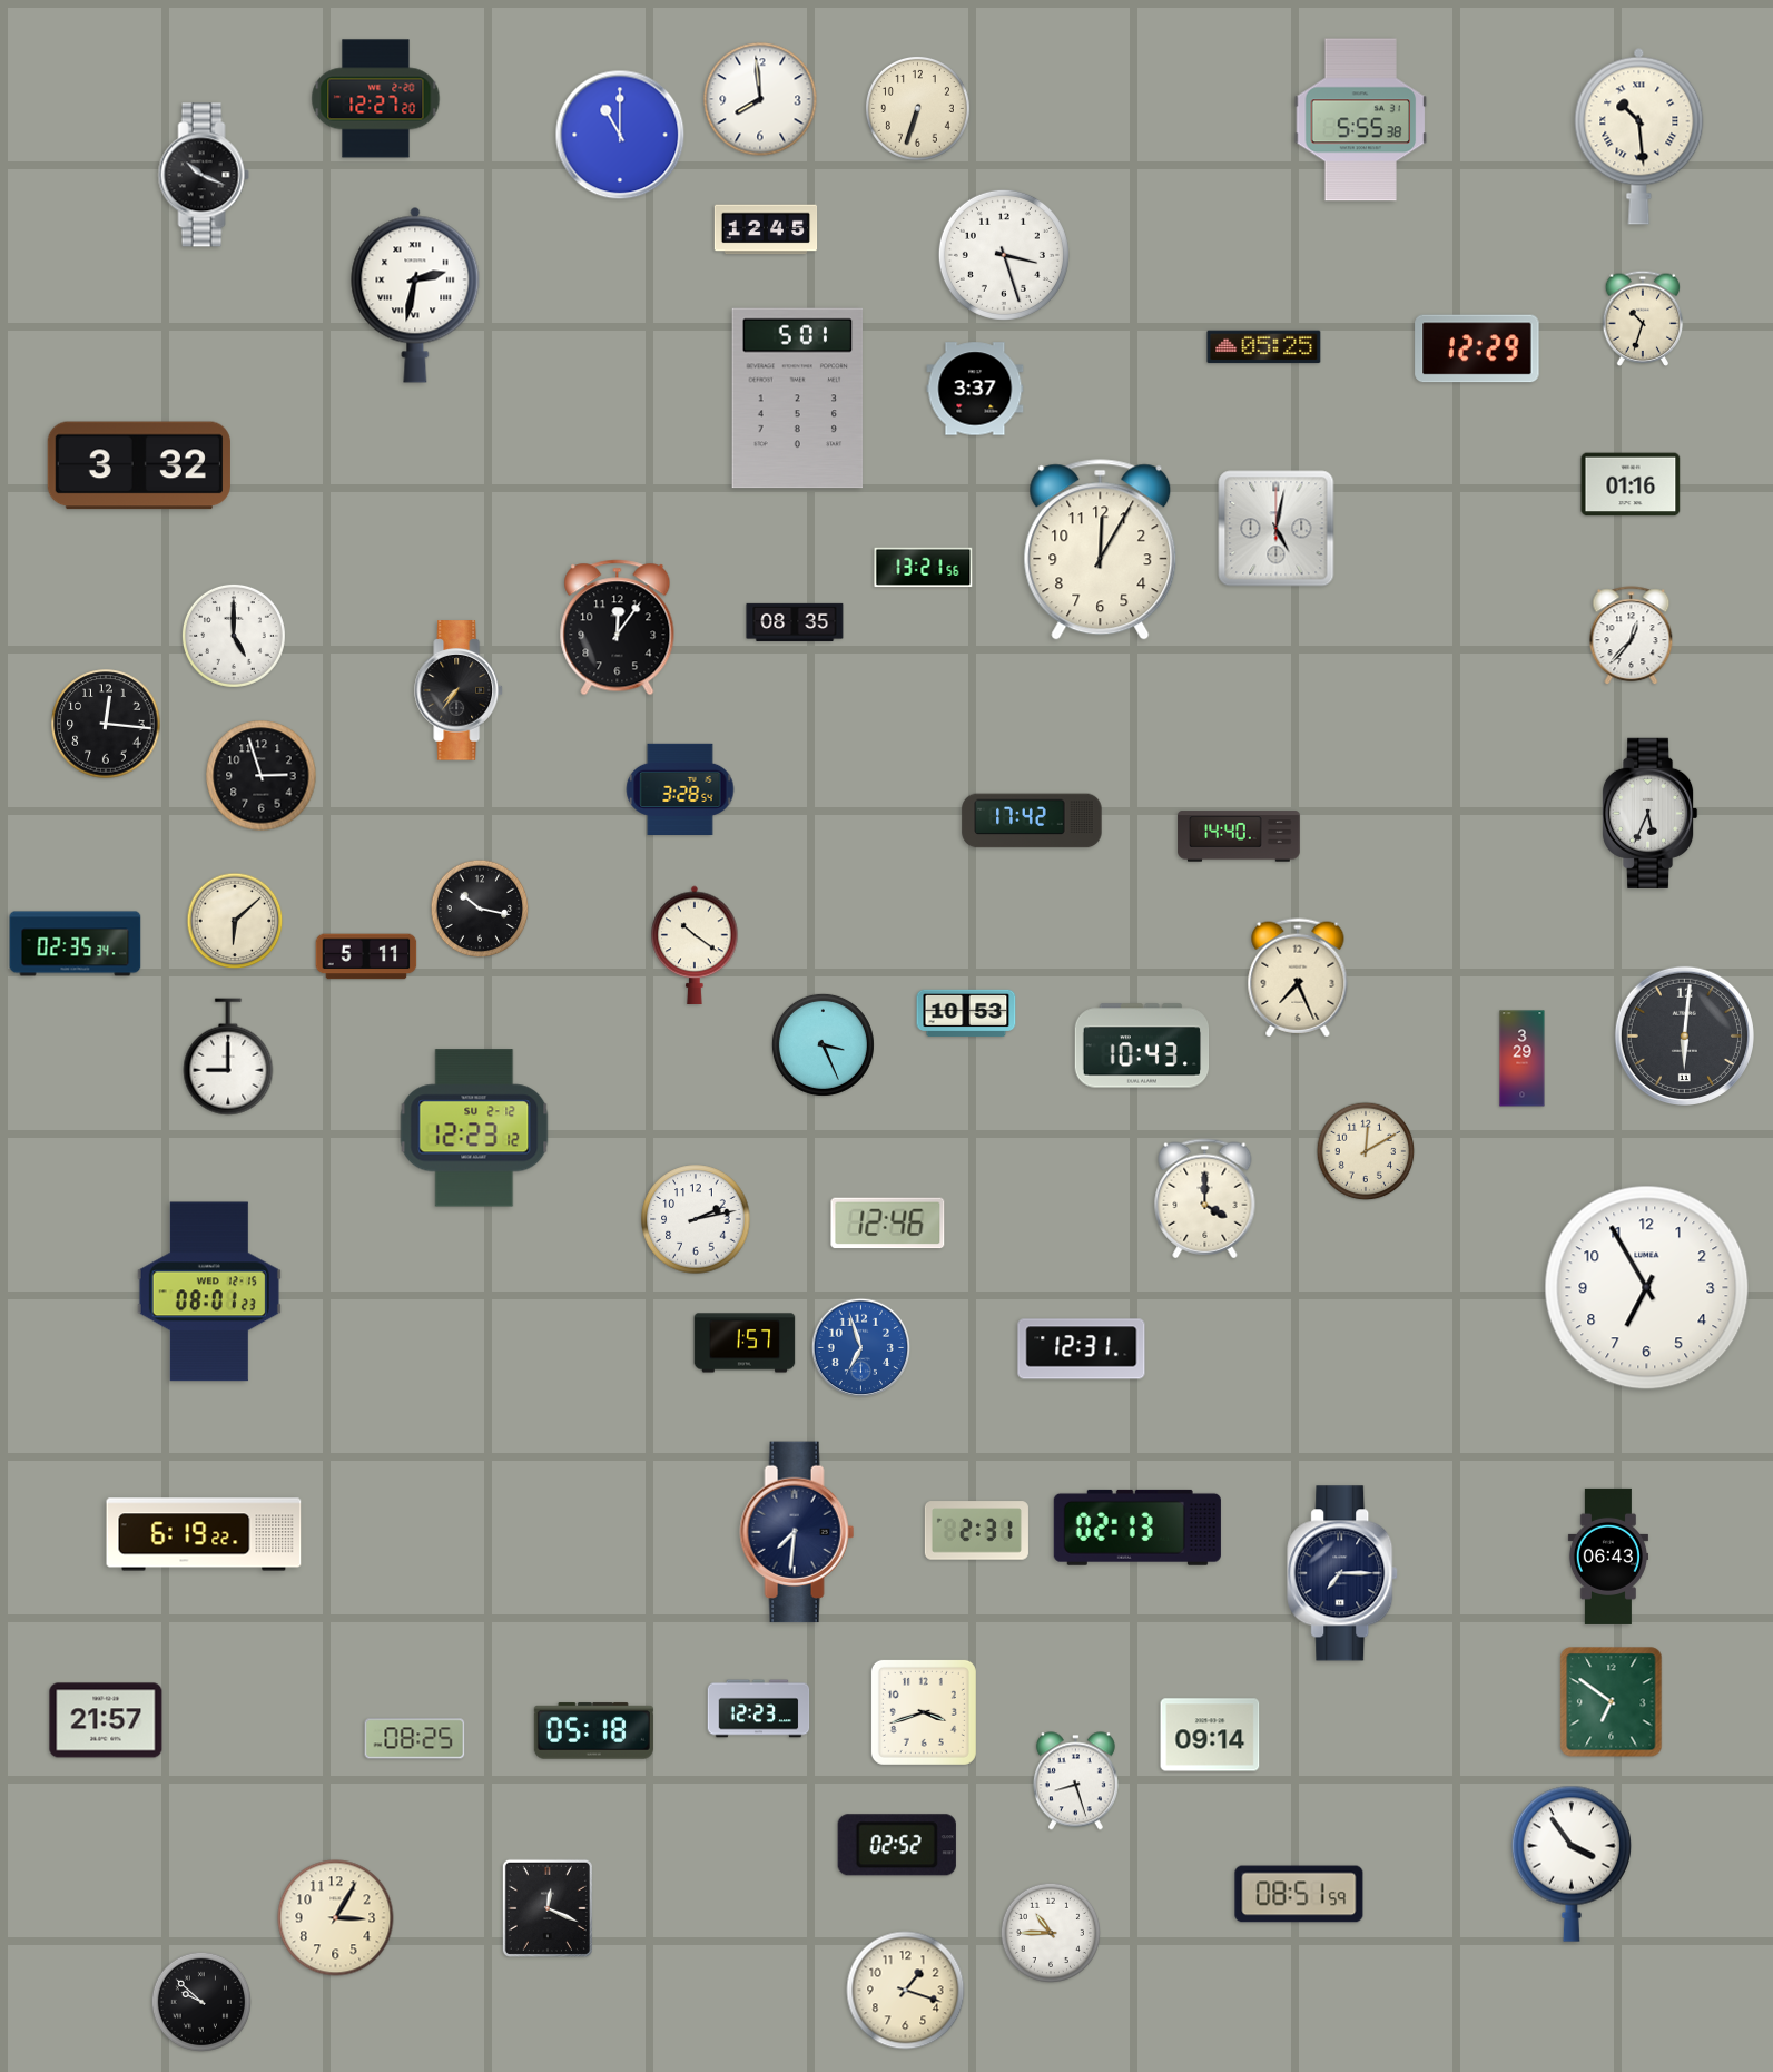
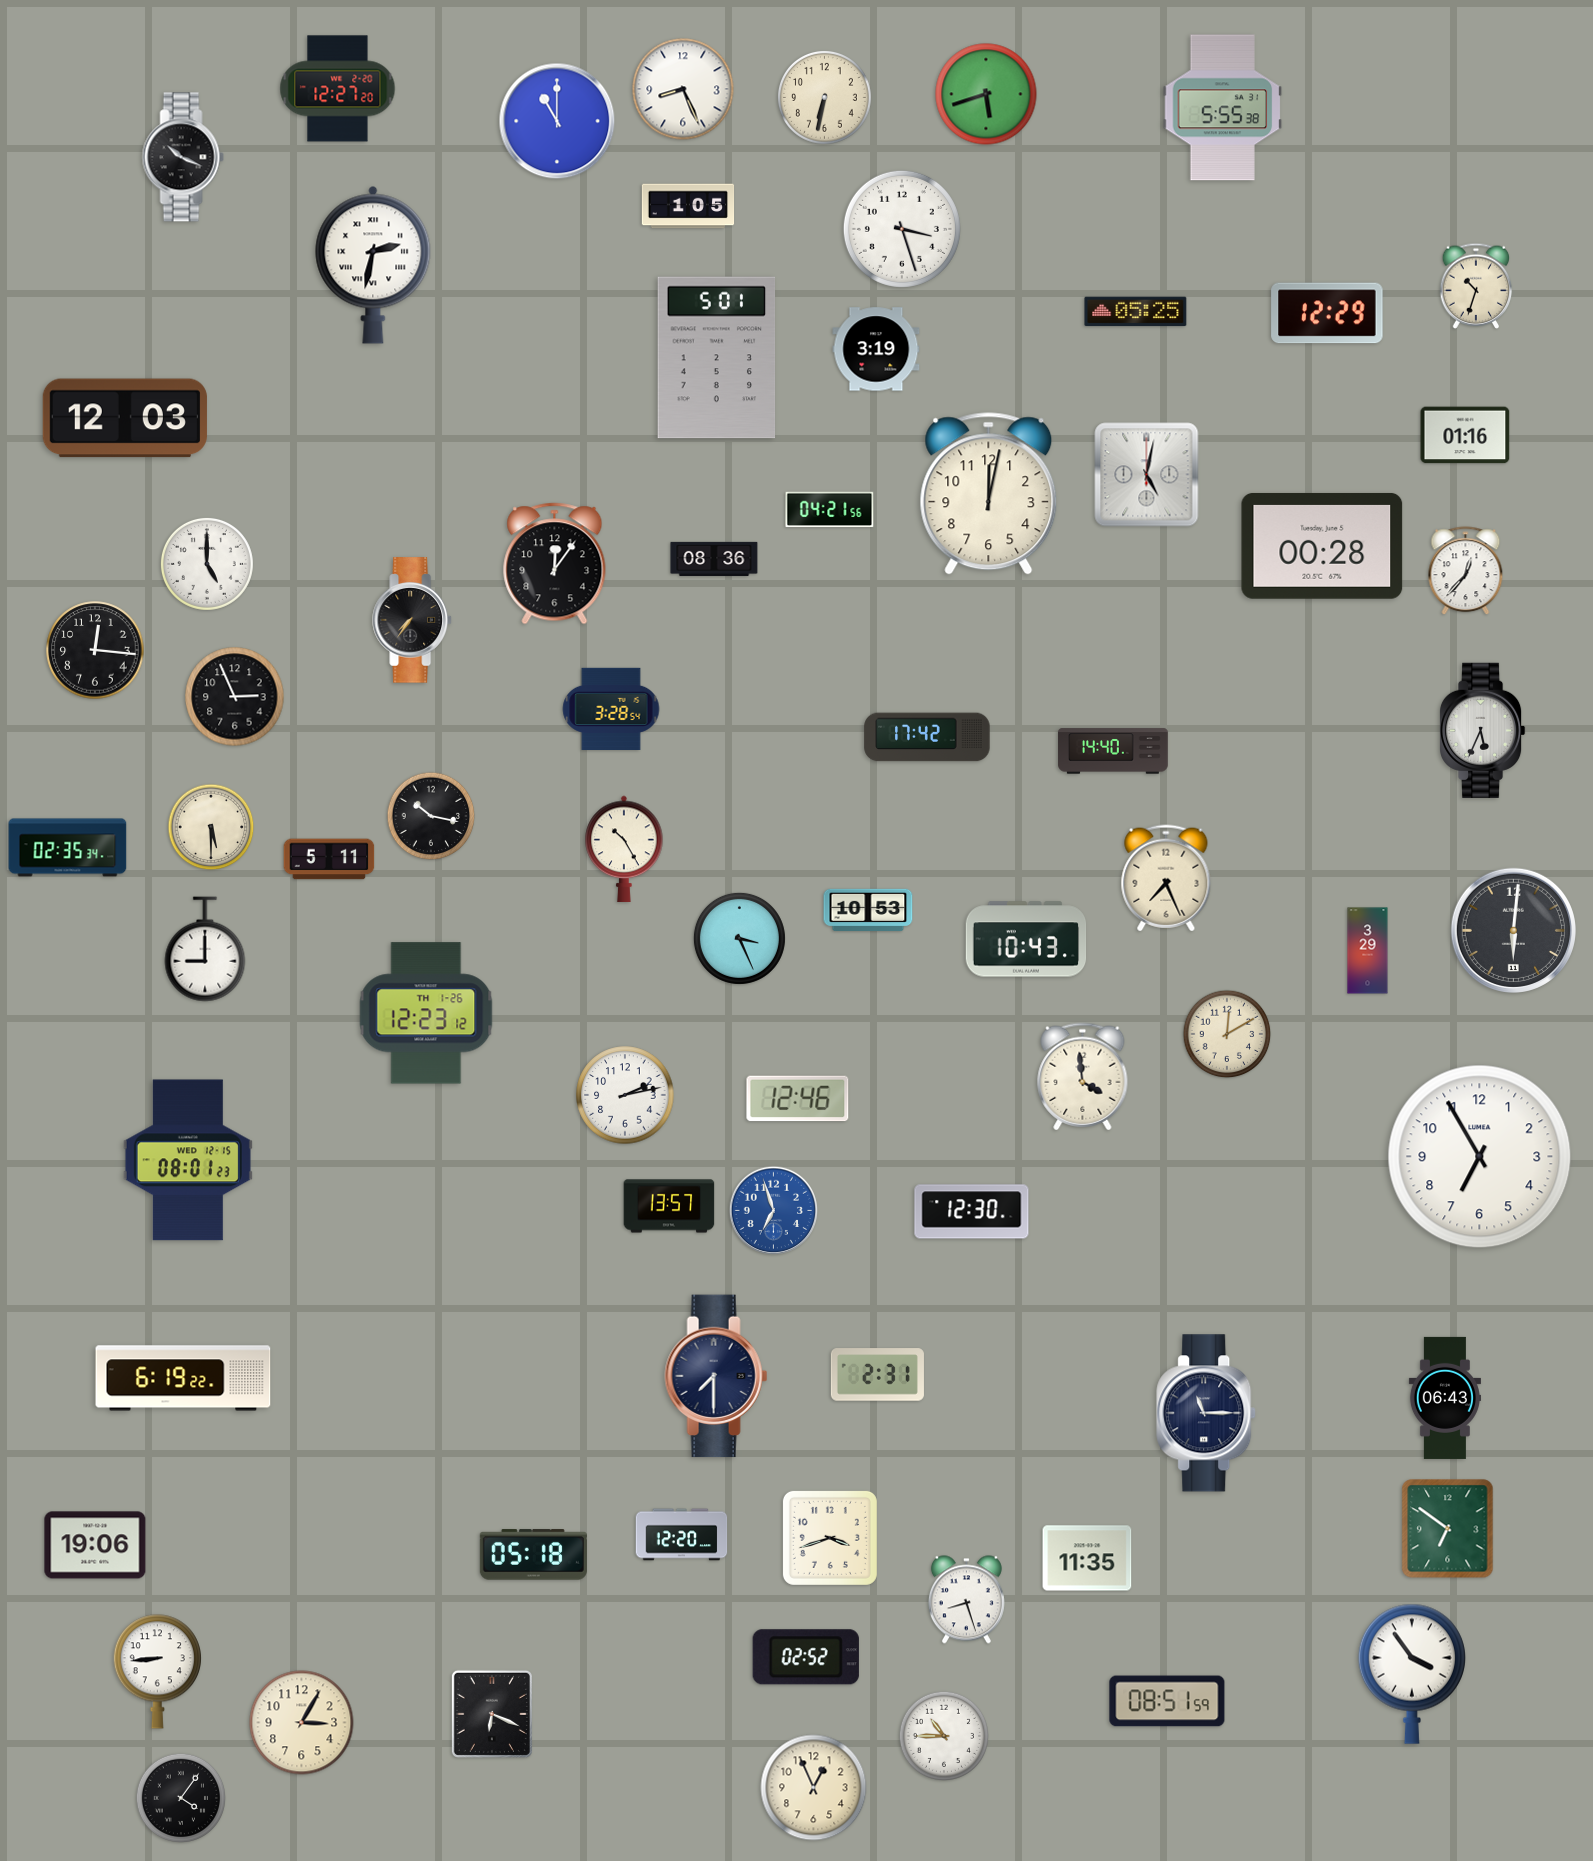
clock at (760, 99): 7:59 -> 8:26
clock at (986, 94): none -> 5:42
clock at (917, 108): 6:33 -> 6:32
clock at (1639, 136): 10:29 -> none
clock at (766, 229): 12:45 -> 1:05
clock at (975, 389): 3:37 -> 3:19
clock at (139, 465): 3:32 -> 12:03
clock at (1101, 550): 12:05 -> 12:02
clock at (924, 568): 13:21 -> 04:21
clock at (1322, 546): none -> 00:28
clock at (795, 622): 08:35 -> 08:36
clock at (234, 636) position: (234, 636) -> (207, 564)
clock at (262, 776): 2:57 -> 2:56
clock at (235, 921): 6:08 -> 5:30
clock at (695, 944): 10:21 -> 10:25
clock at (474, 1128) date: SU 2-12 -> TH 1-26
clock at (1205, 1199): 4:00 -> 3:59
clock at (745, 1343): 1:57 -> 13:57
clock at (1082, 1349): 12:31 -> 12:30
clock at (1137, 1528): 02:13 -> none
clock at (797, 1532): 7:31 -> 7:30
clock at (1343, 1573): 7:15 -> 11:15
clock at (759, 1709): 12:23 -> 12:20
clock at (106, 1720): 21:57 -> 19:06
clock at (1210, 1735): 09:14 -> 11:35
clock at (415, 1739): 08:25 -> none
clock at (157, 1672): none -> 8:44
clock at (548, 1908): 12:19 -> 6:19
clock at (906, 1991): 1:18 -> 12:56
clock at (200, 2001): 9:52 -> 4:06
